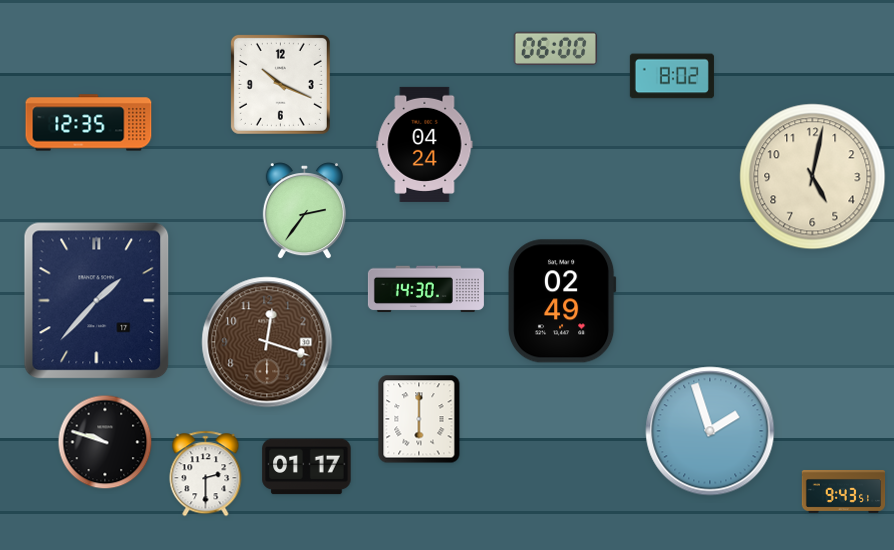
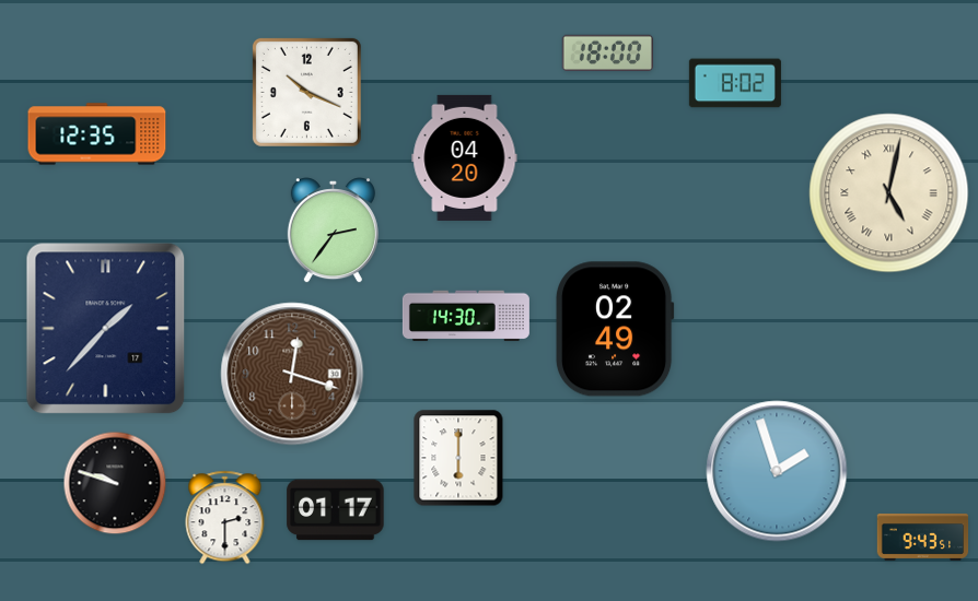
clock at (555, 49): 06:00 -> 18:00
clock at (425, 144): 04:24 -> 04:20
clock at (813, 177) numerals: Arabic -> Roman
